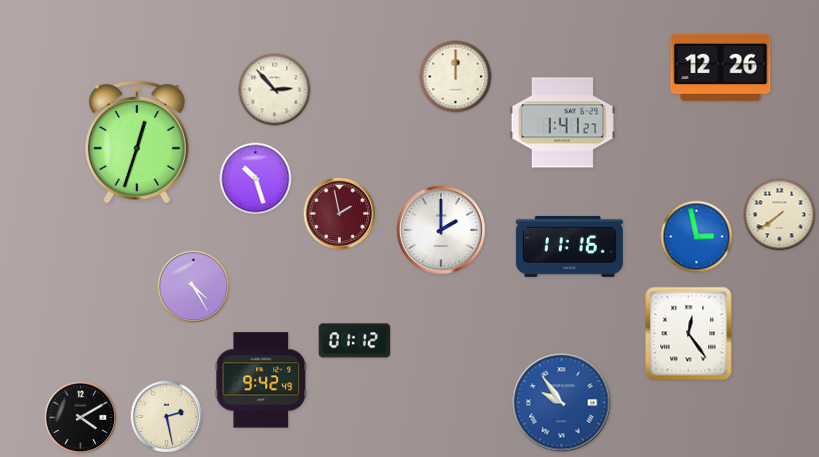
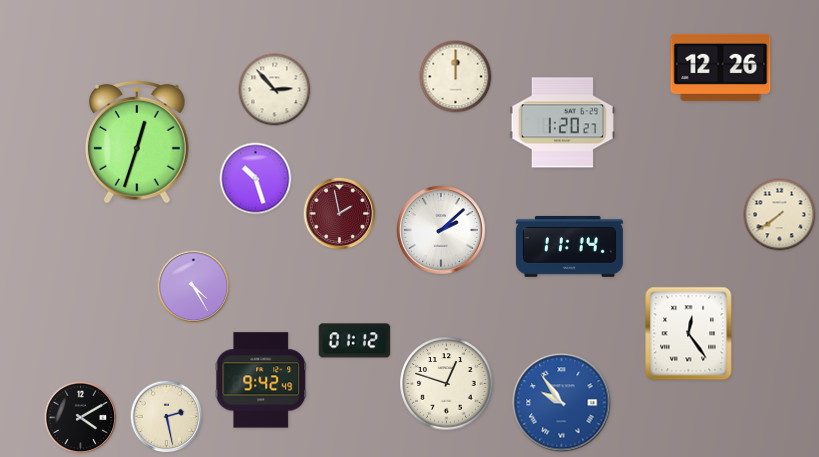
clock at (562, 123): 1:41 -> 1:20
clock at (442, 231): 2:00 -> 2:08
clock at (697, 237): 2:58 -> none
clock at (569, 246): 11:16 -> 11:14
clock at (447, 384): none -> 12:48
